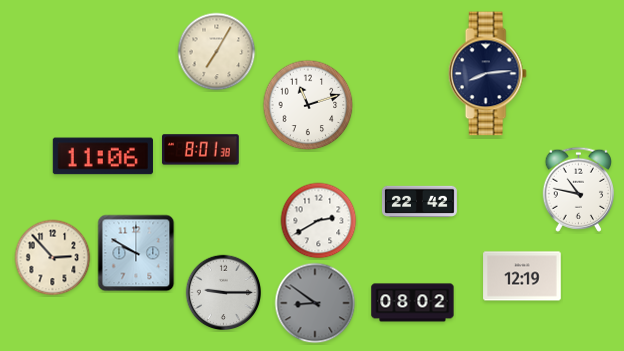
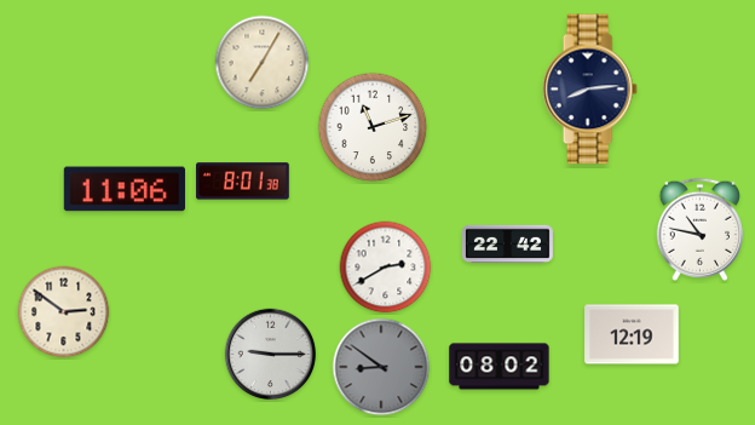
clock at (136, 253): 9:50 -> none
clock at (53, 258): 2:53 -> 2:51
